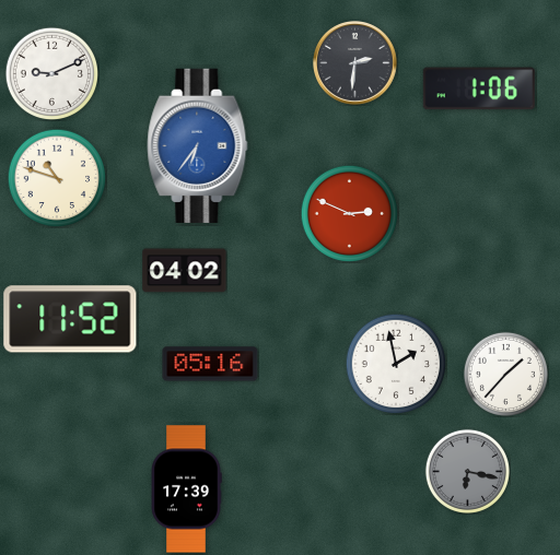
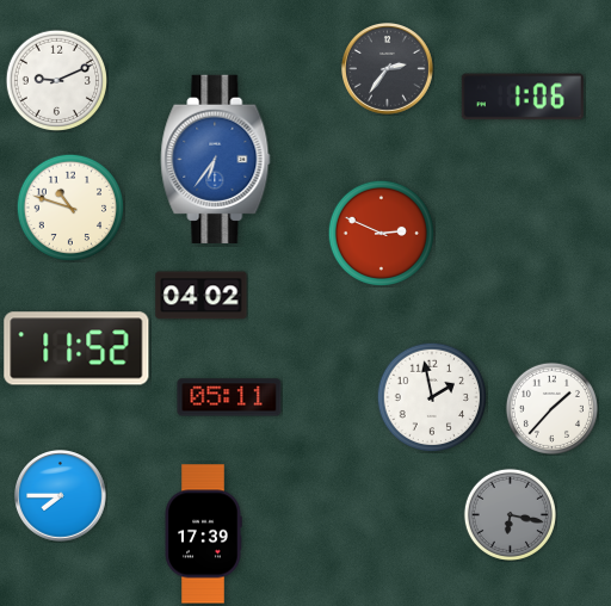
clock at (355, 63): 2:31 -> 2:36
clock at (57, 178) position: (57, 178) -> (70, 208)
clock at (210, 364): 05:16 -> 05:11
clock at (61, 496): none -> 7:45
